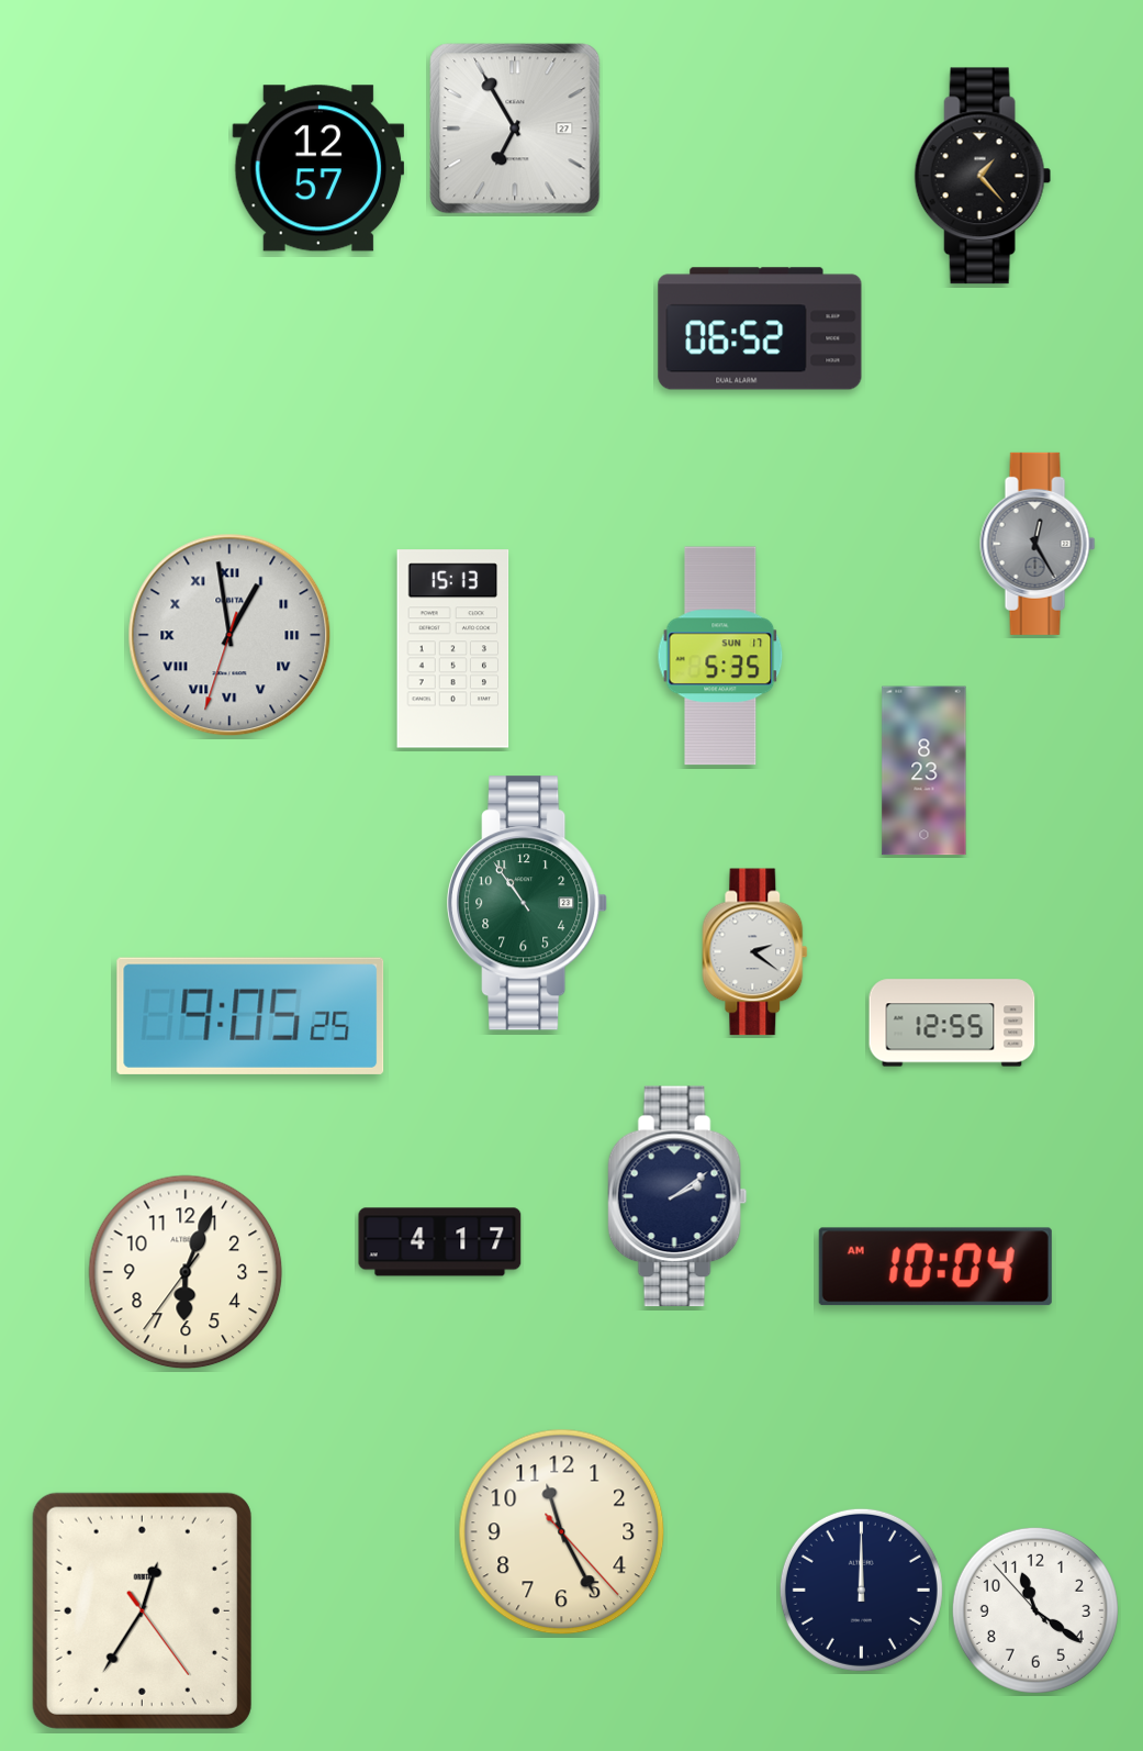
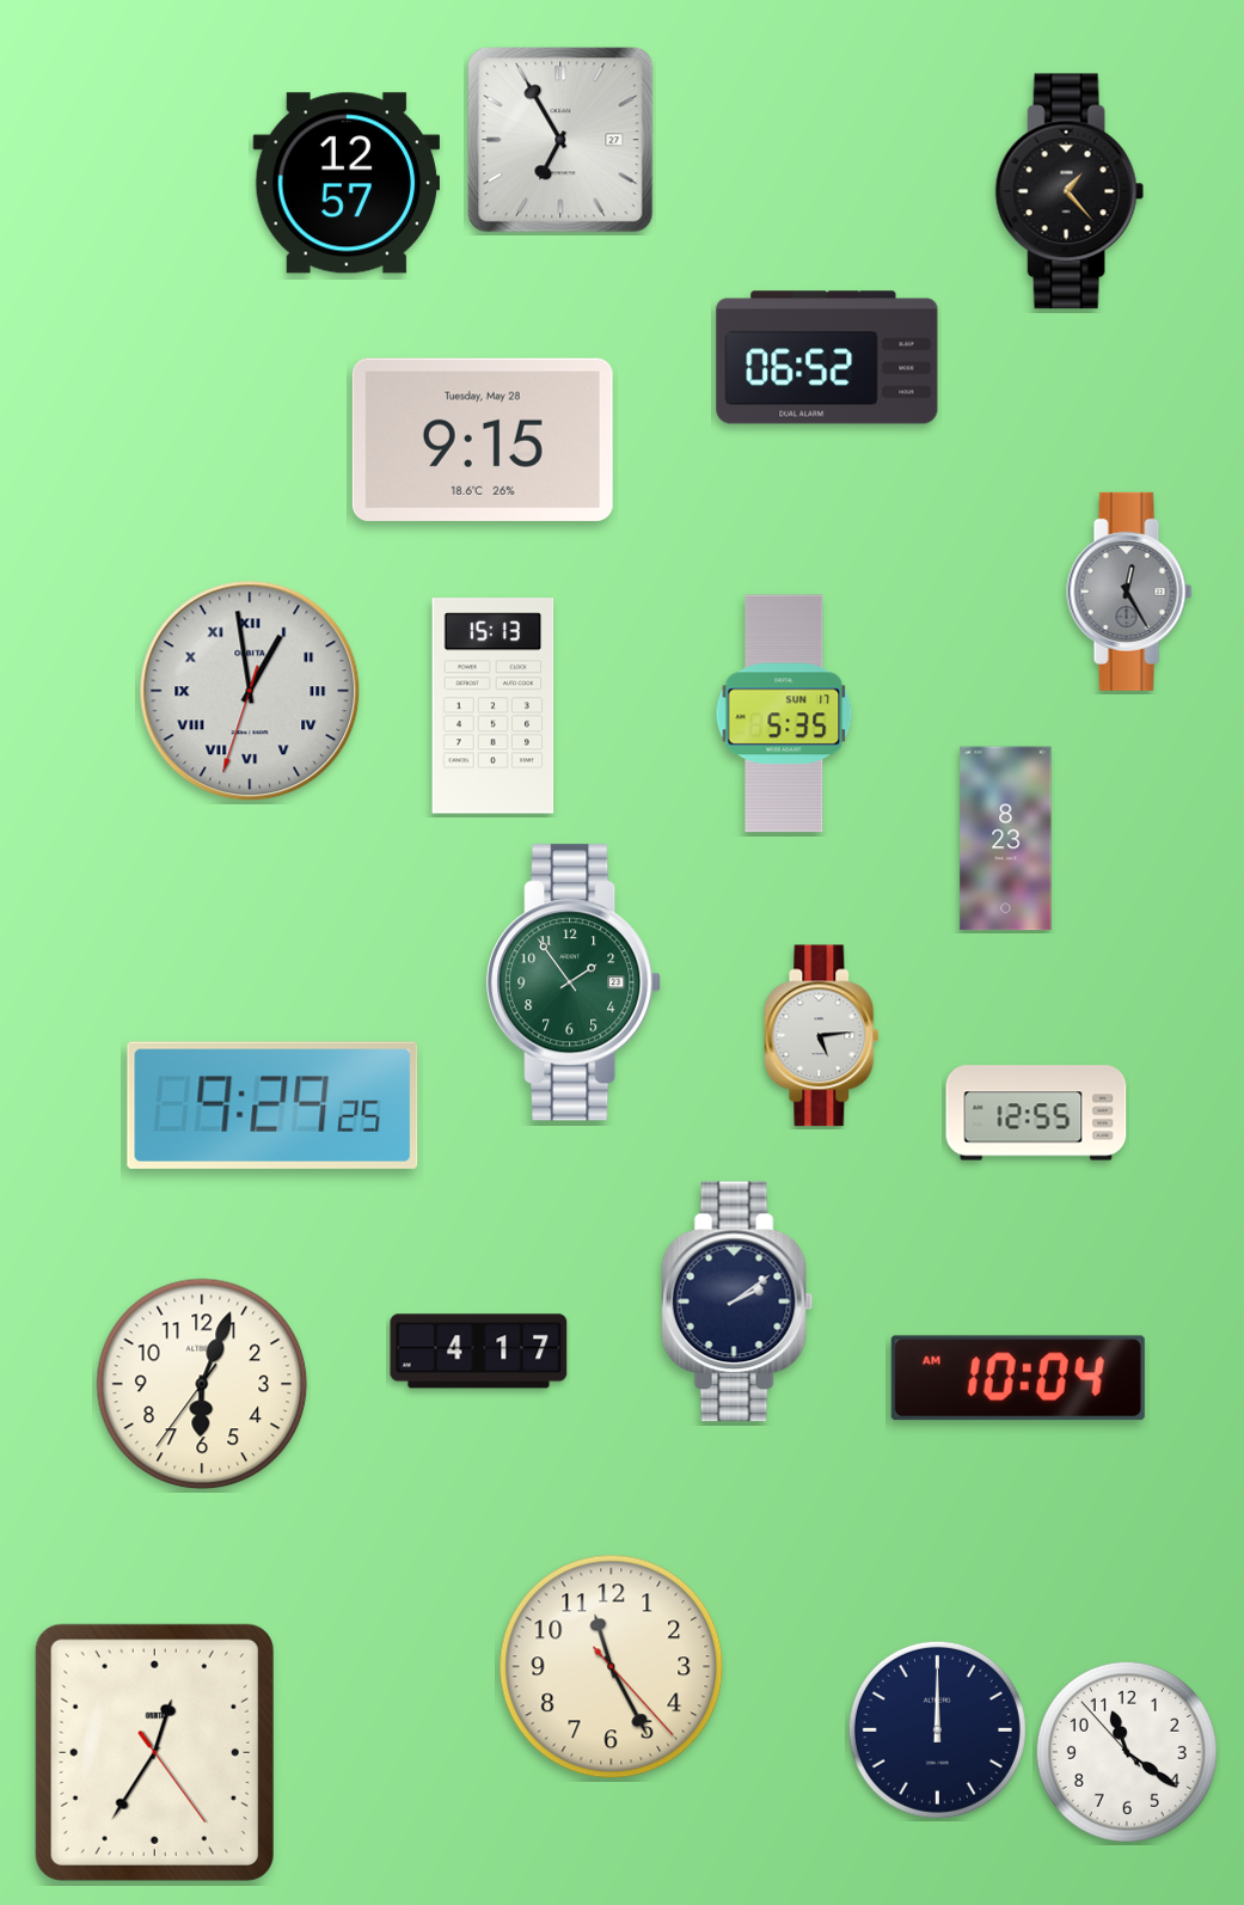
clock at (483, 440): none -> 9:15
clock at (528, 903): 10:54 -> 1:54
clock at (755, 952): 2:21 -> 5:14
clock at (250, 1016): 9:05 -> 9:29
